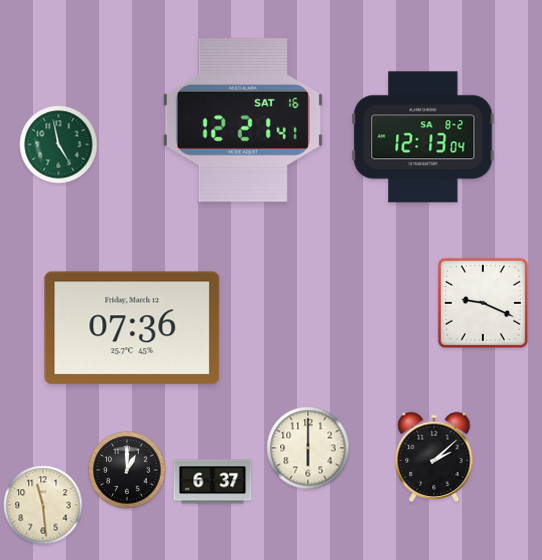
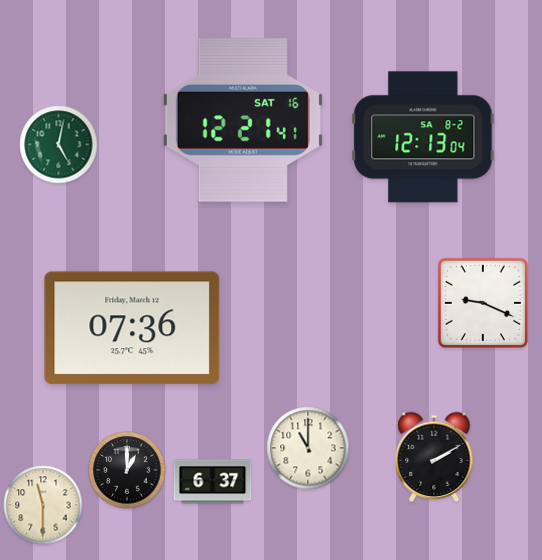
clock at (59, 145): 4:58 -> 5:02
clock at (308, 448): 6:00 -> 11:00
clock at (434, 456): 2:08 -> 2:10
clock at (43, 505): 11:29 -> 11:30
